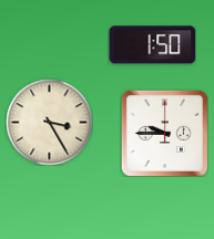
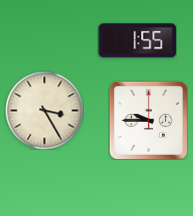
clock at (152, 45): 1:50 -> 1:55
